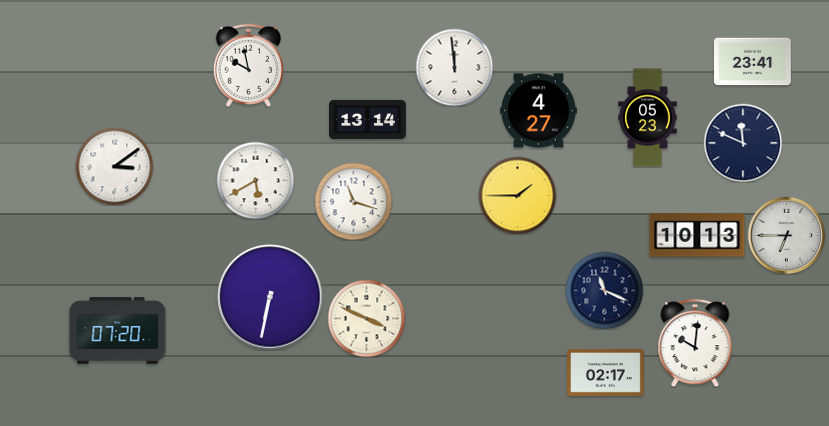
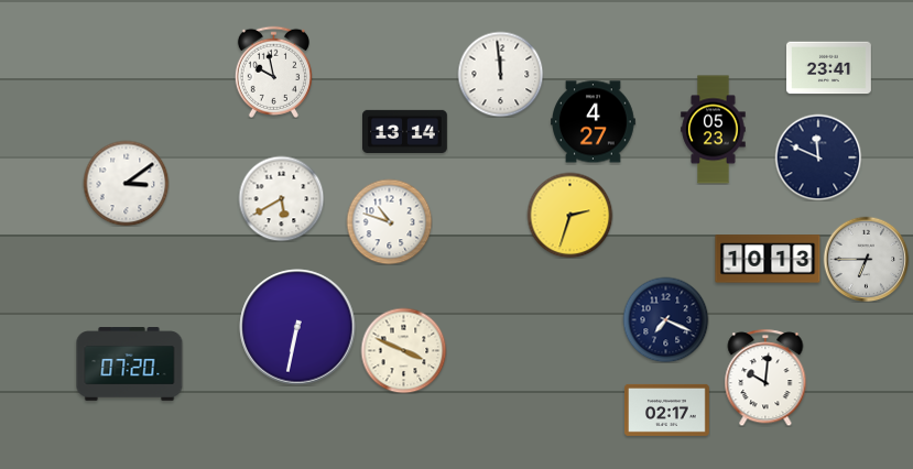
clock at (517, 195): 1:45 -> 2:33
clock at (353, 201): 11:18 -> 10:48
clock at (604, 290): 11:19 -> 7:19
